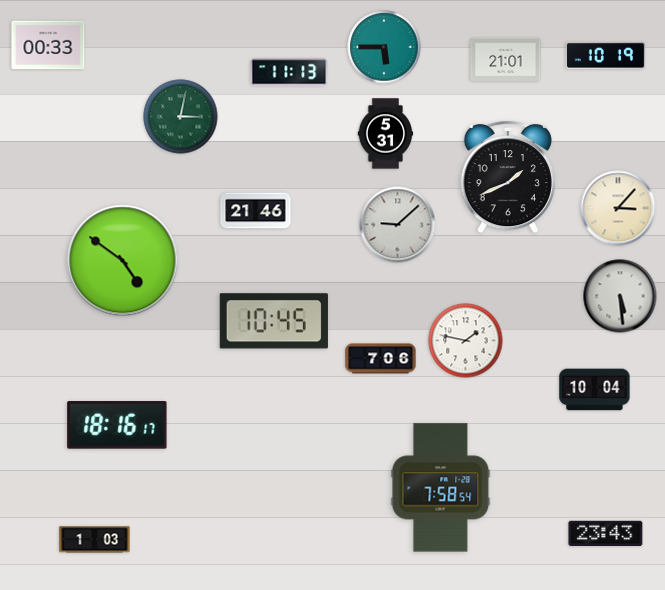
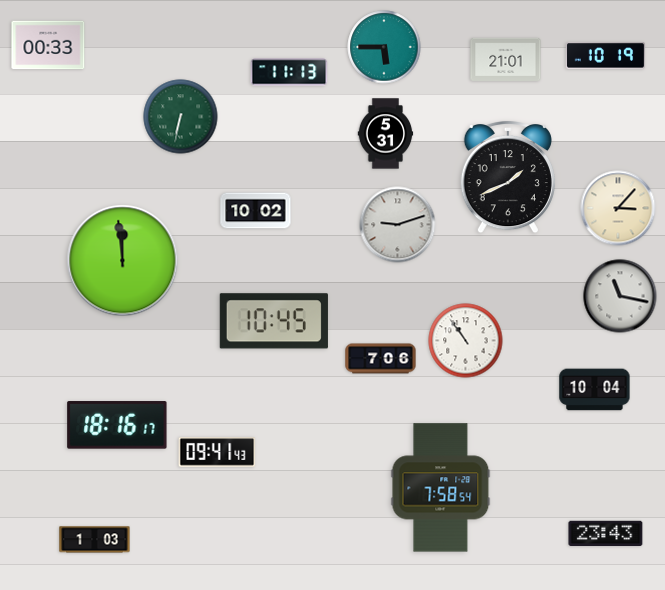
clock at (181, 117): 3:02 -> 6:32
clock at (256, 211): 21:46 -> 10:02
clock at (398, 225): 9:08 -> 9:12
clock at (123, 261): 4:51 -> 11:59
clock at (620, 296): 5:29 -> 11:17
clock at (466, 341): 1:47 -> 10:54
clock at (217, 452): none -> 09:41
